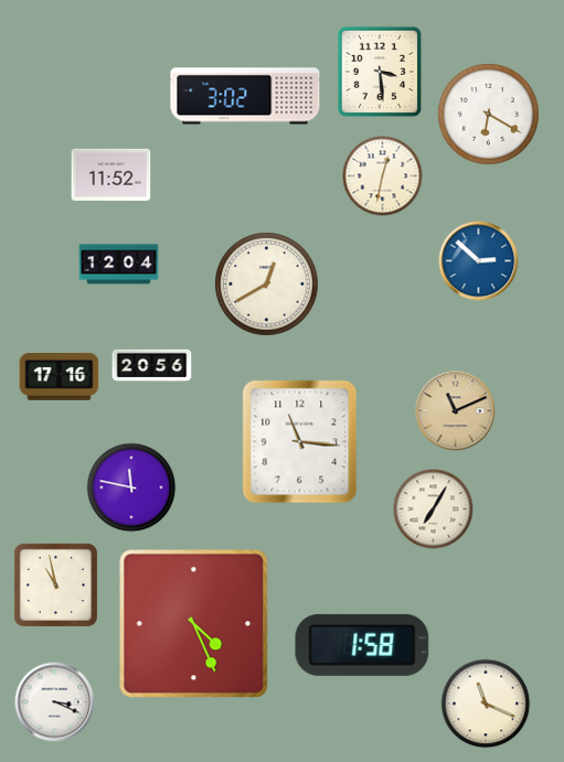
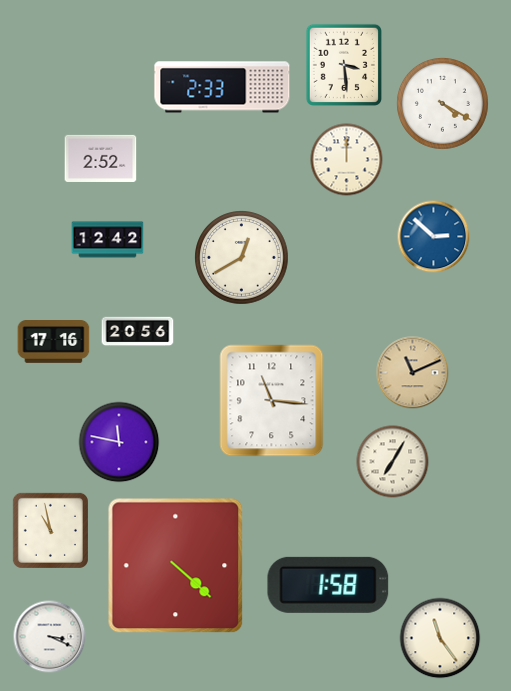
clock at (245, 96): 3:02 -> 2:33
clock at (488, 114): 6:20 -> 4:20
clock at (111, 174): 11:52 -> 2:52
clock at (383, 176): 12:32 -> 12:00
clock at (119, 265): 12:04 -> 12:42
clock at (194, 624): 4:26 -> 4:22
clock at (486, 704): 11:19 -> 11:24
